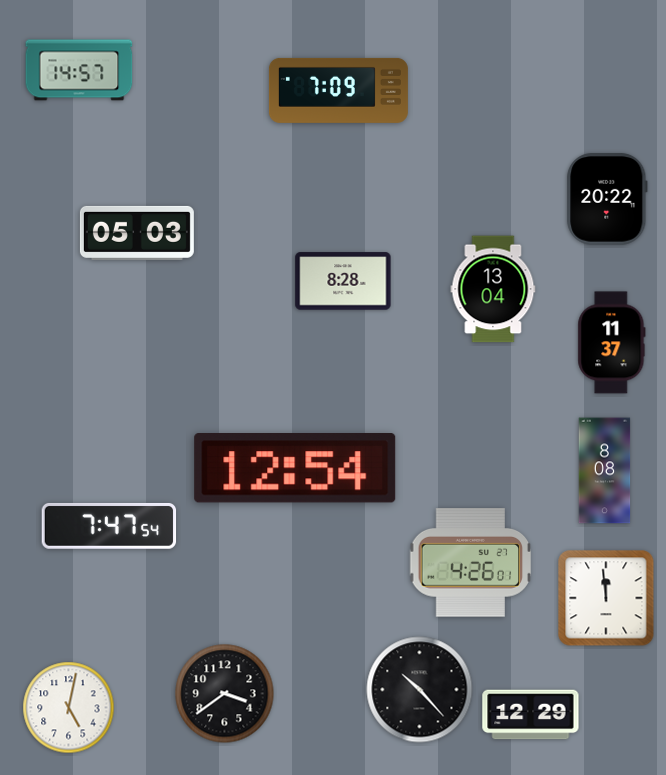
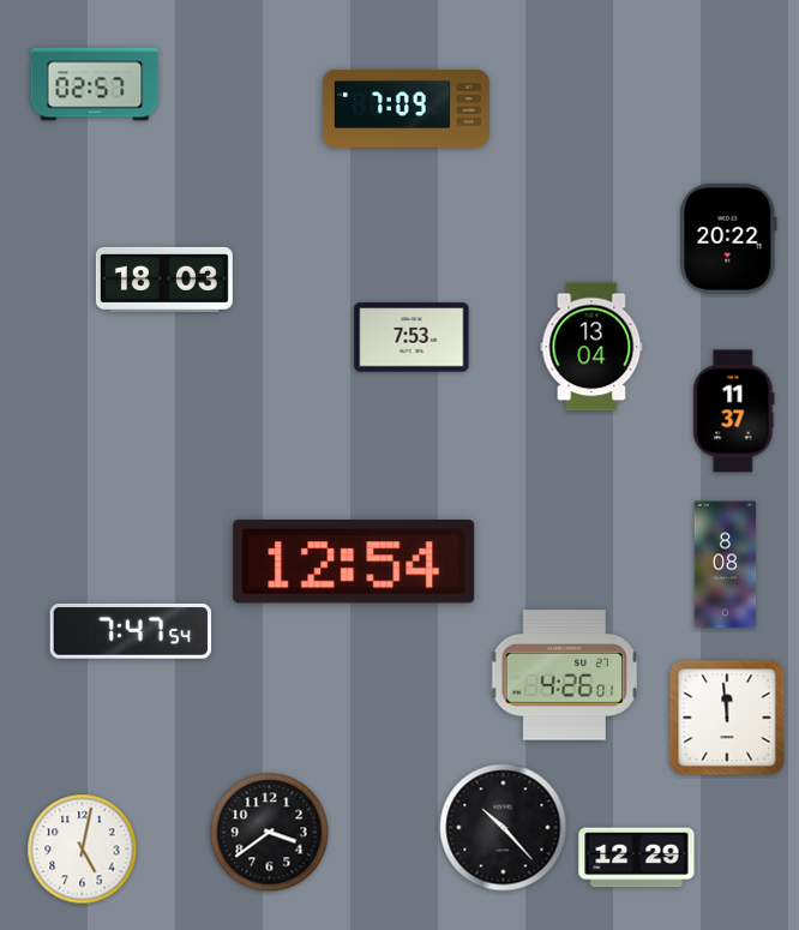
clock at (79, 70): 14:57 -> 02:57
clock at (137, 233): 05:03 -> 18:03
clock at (343, 281): 8:28 -> 7:53
